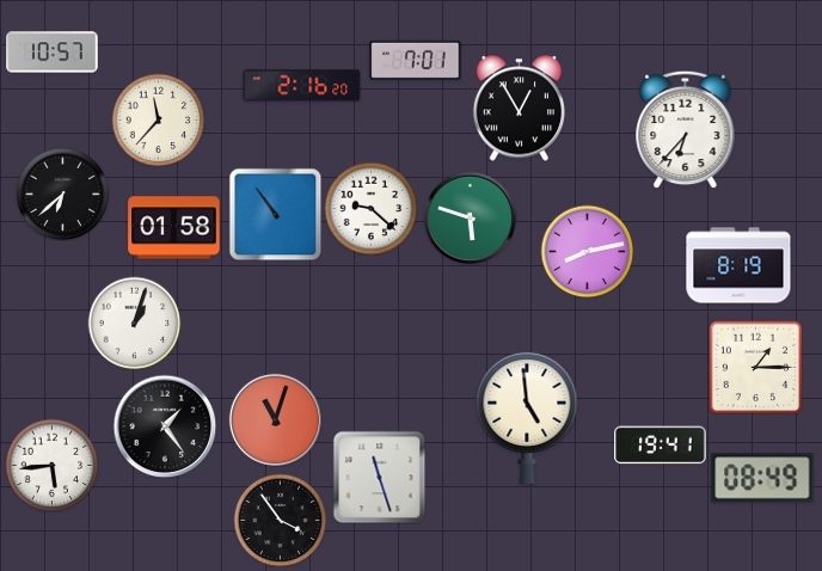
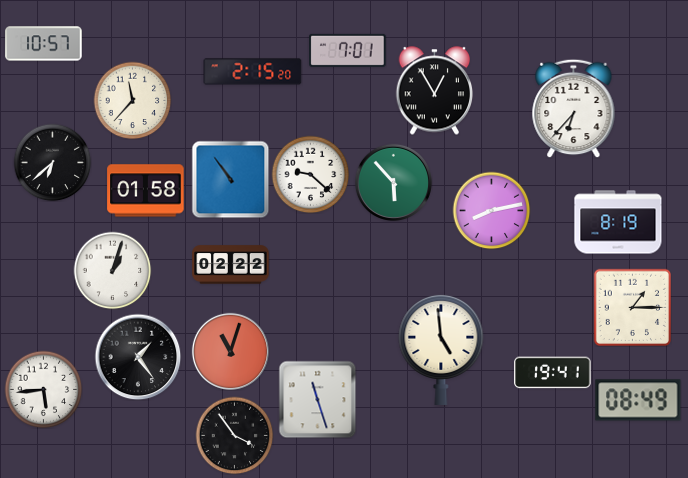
clock at (302, 86): 2:16 -> 2:15
clock at (470, 217): 5:48 -> 5:53
clock at (231, 265): none -> 02:22
